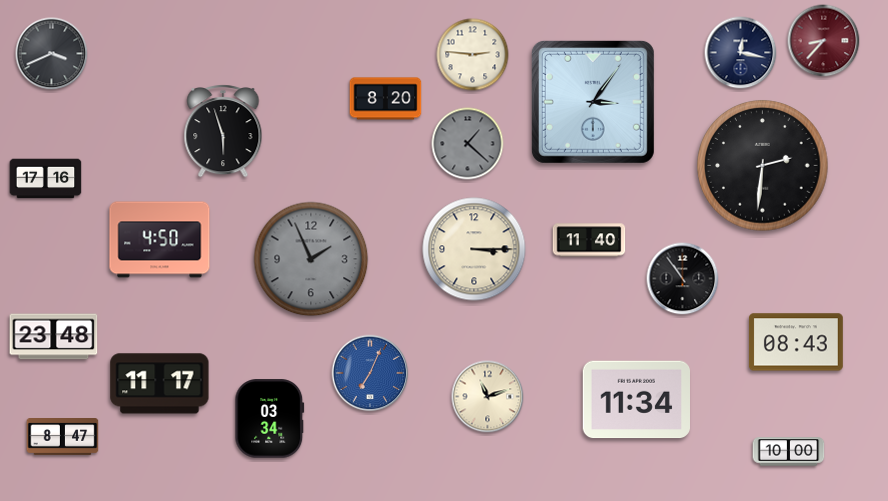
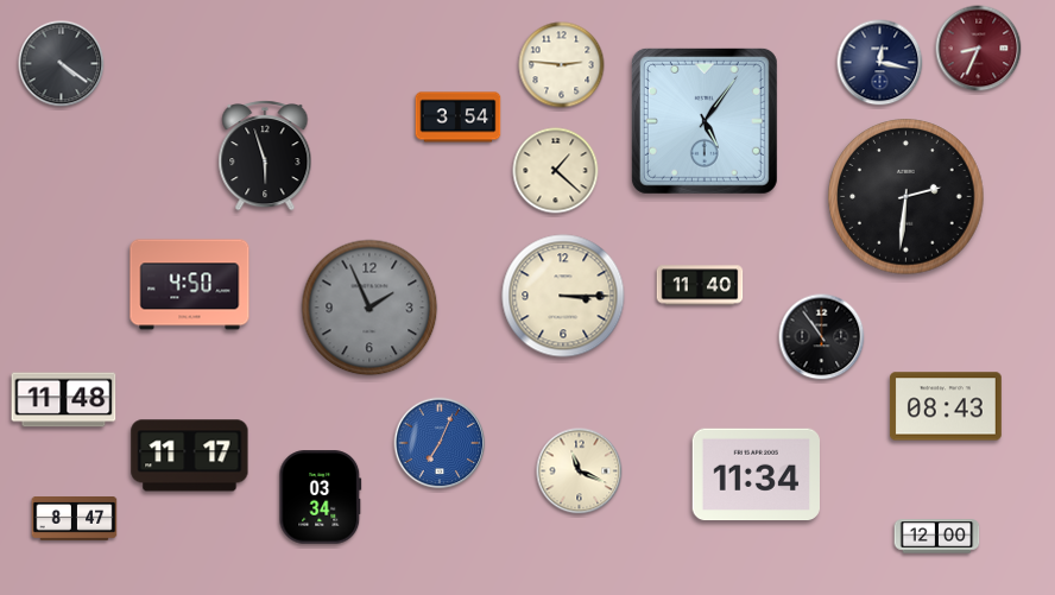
clock at (824, 41): 8:37 -> 8:34
clock at (52, 54): 3:41 -> 4:21
clock at (386, 99): 8:20 -> 3:54
clock at (593, 102): 3:06 -> 5:06
clock at (468, 144) dial: grey -> cream
clock at (46, 179): 17:16 -> none
clock at (683, 279) position: (683, 279) -> (822, 337)
clock at (54, 337): 23:48 -> 11:48
clock at (488, 397): 11:12 -> 11:19
clock at (789, 452): 10:00 -> 12:00
